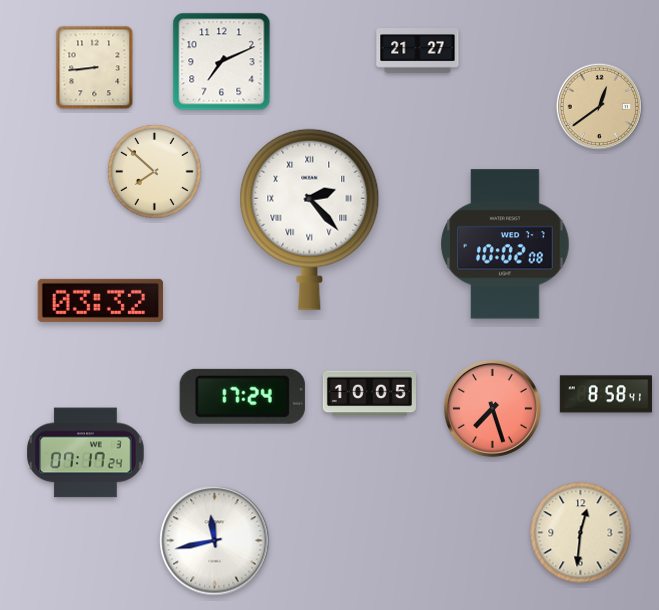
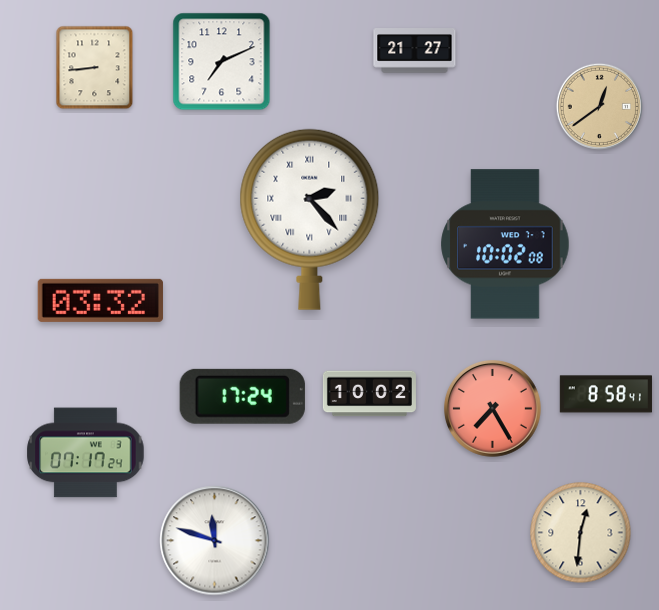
clock at (418, 51) position: (418, 51) -> (415, 51)
clock at (155, 172): 7:52 -> none
clock at (369, 394): 10:05 -> 10:02
clock at (493, 409): 7:27 -> 7:25
clock at (215, 541): 11:43 -> 11:48
